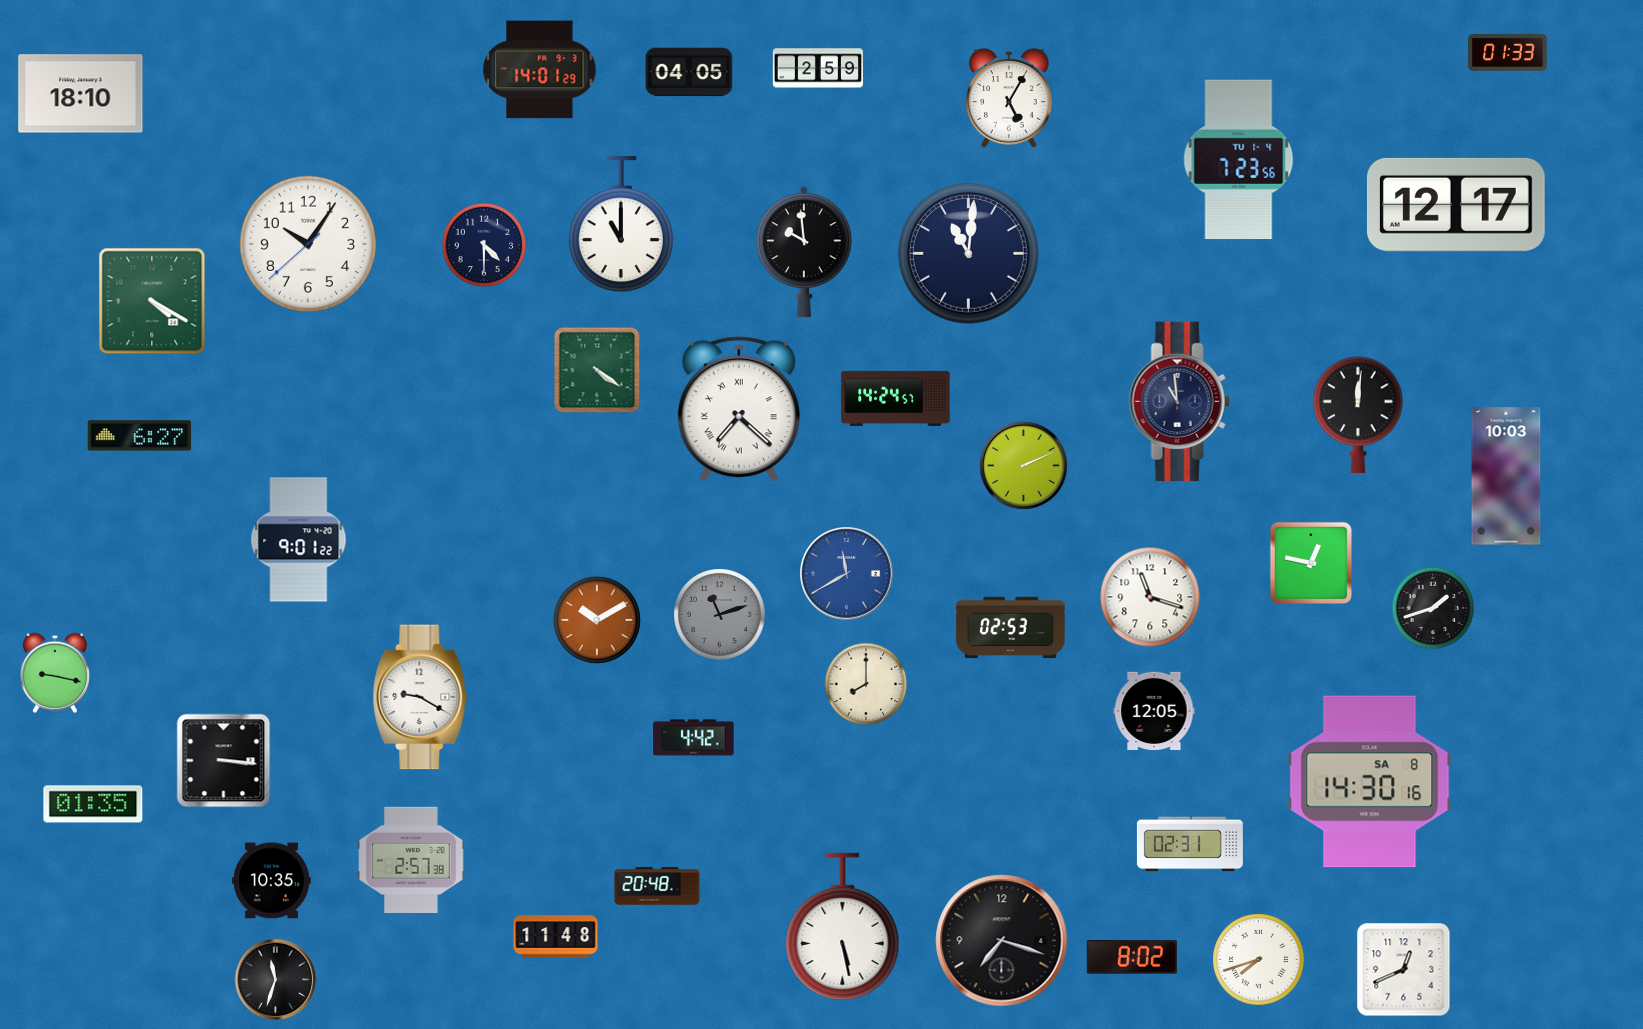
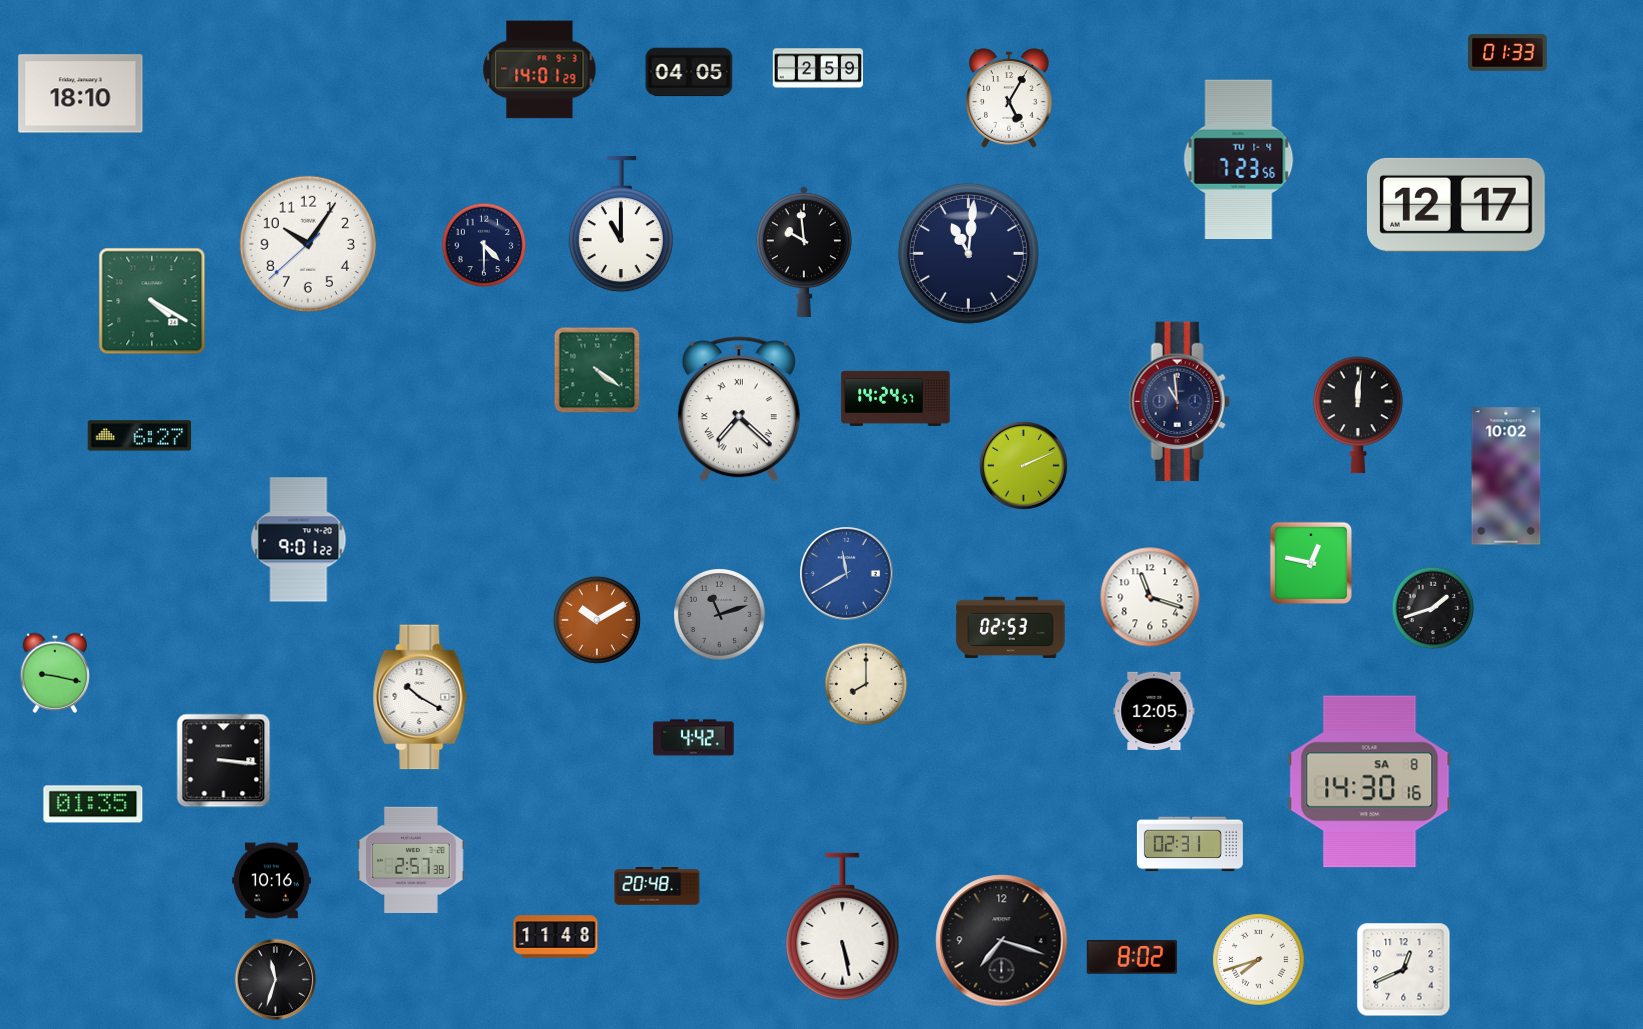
clock at (1506, 476): 10:03 -> 10:02
clock at (420, 697): 9:20 -> 10:20
clock at (272, 881): 10:35 -> 10:16
